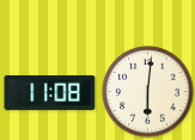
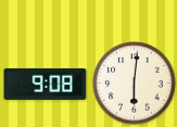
clock at (50, 92): 11:08 -> 9:08
